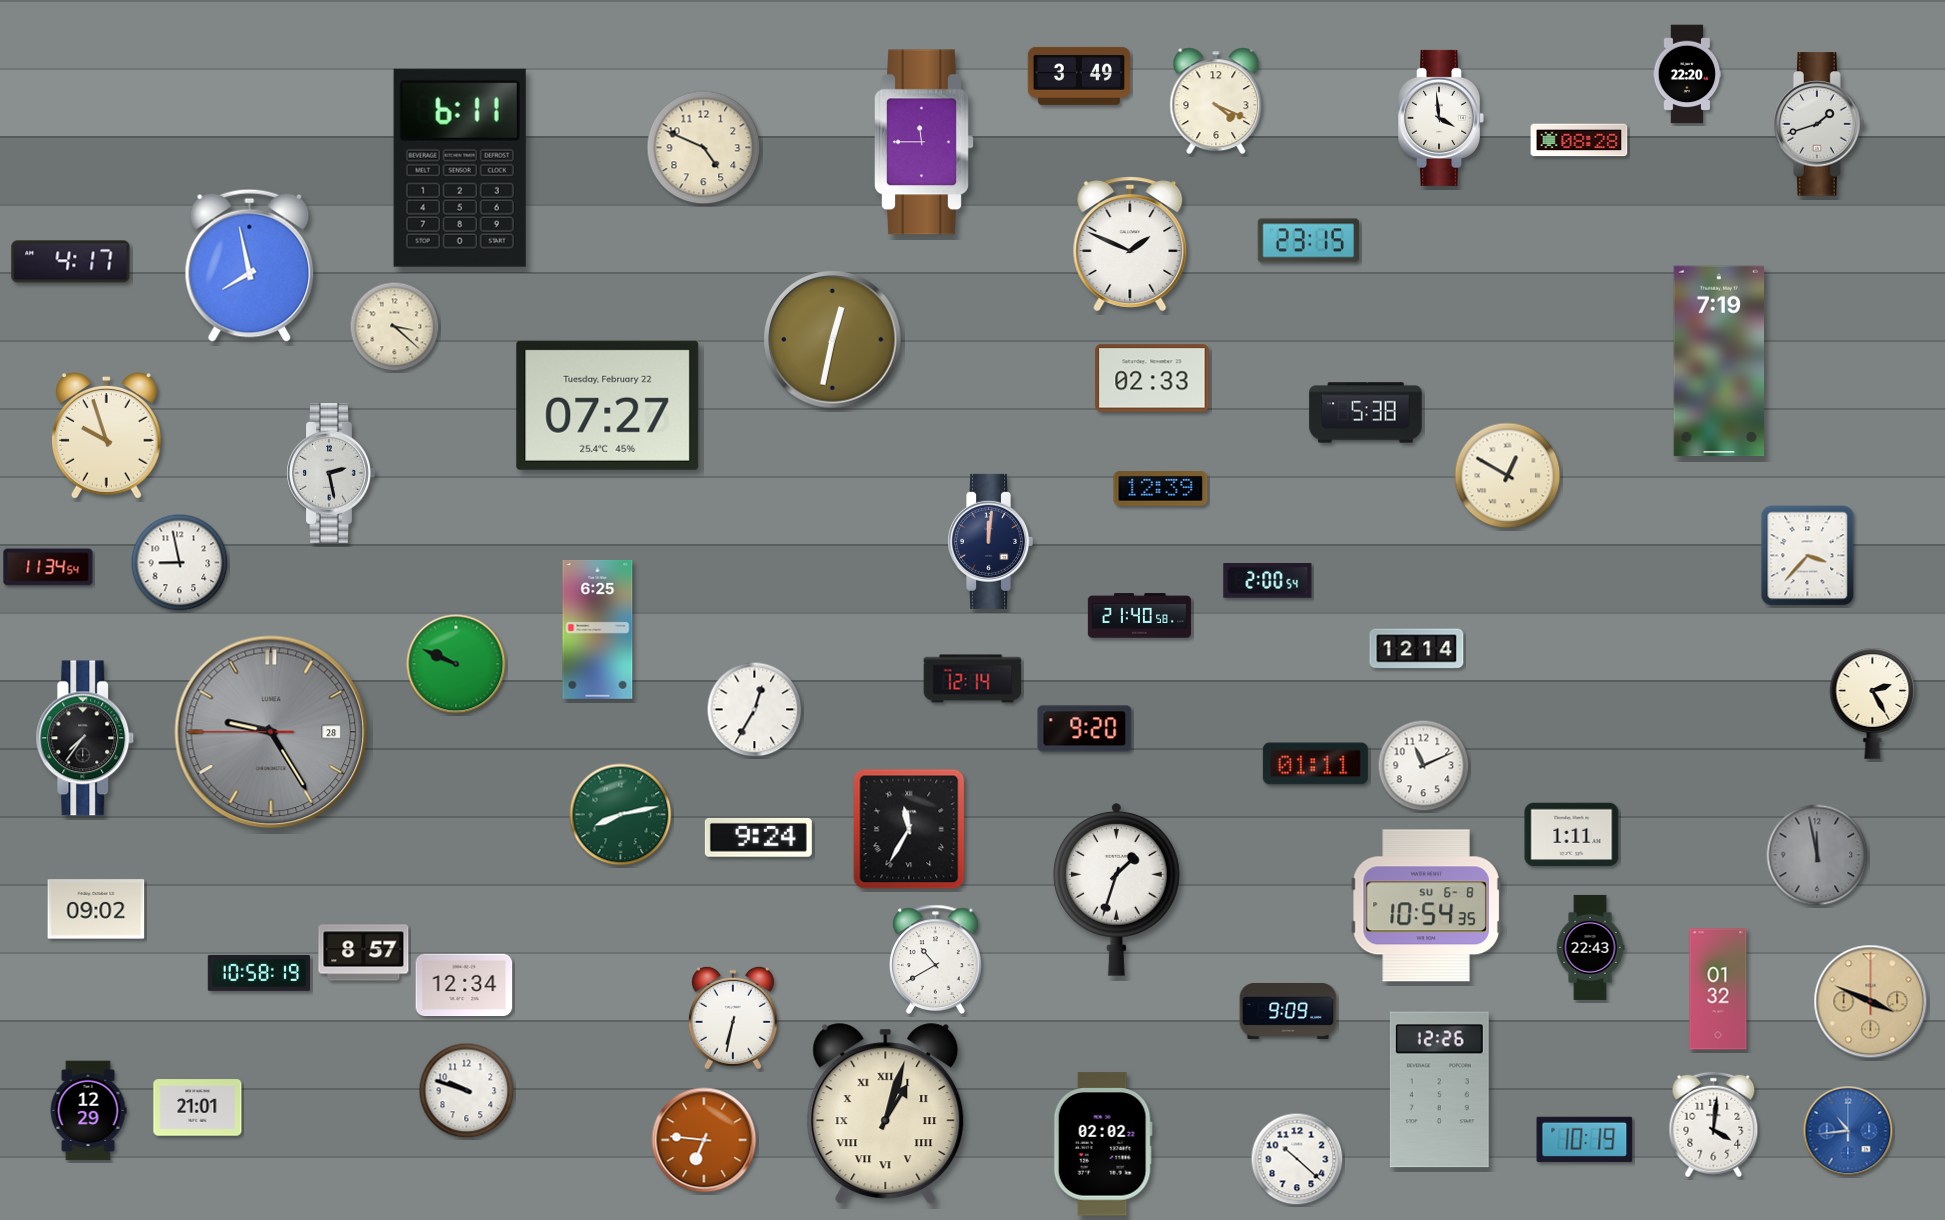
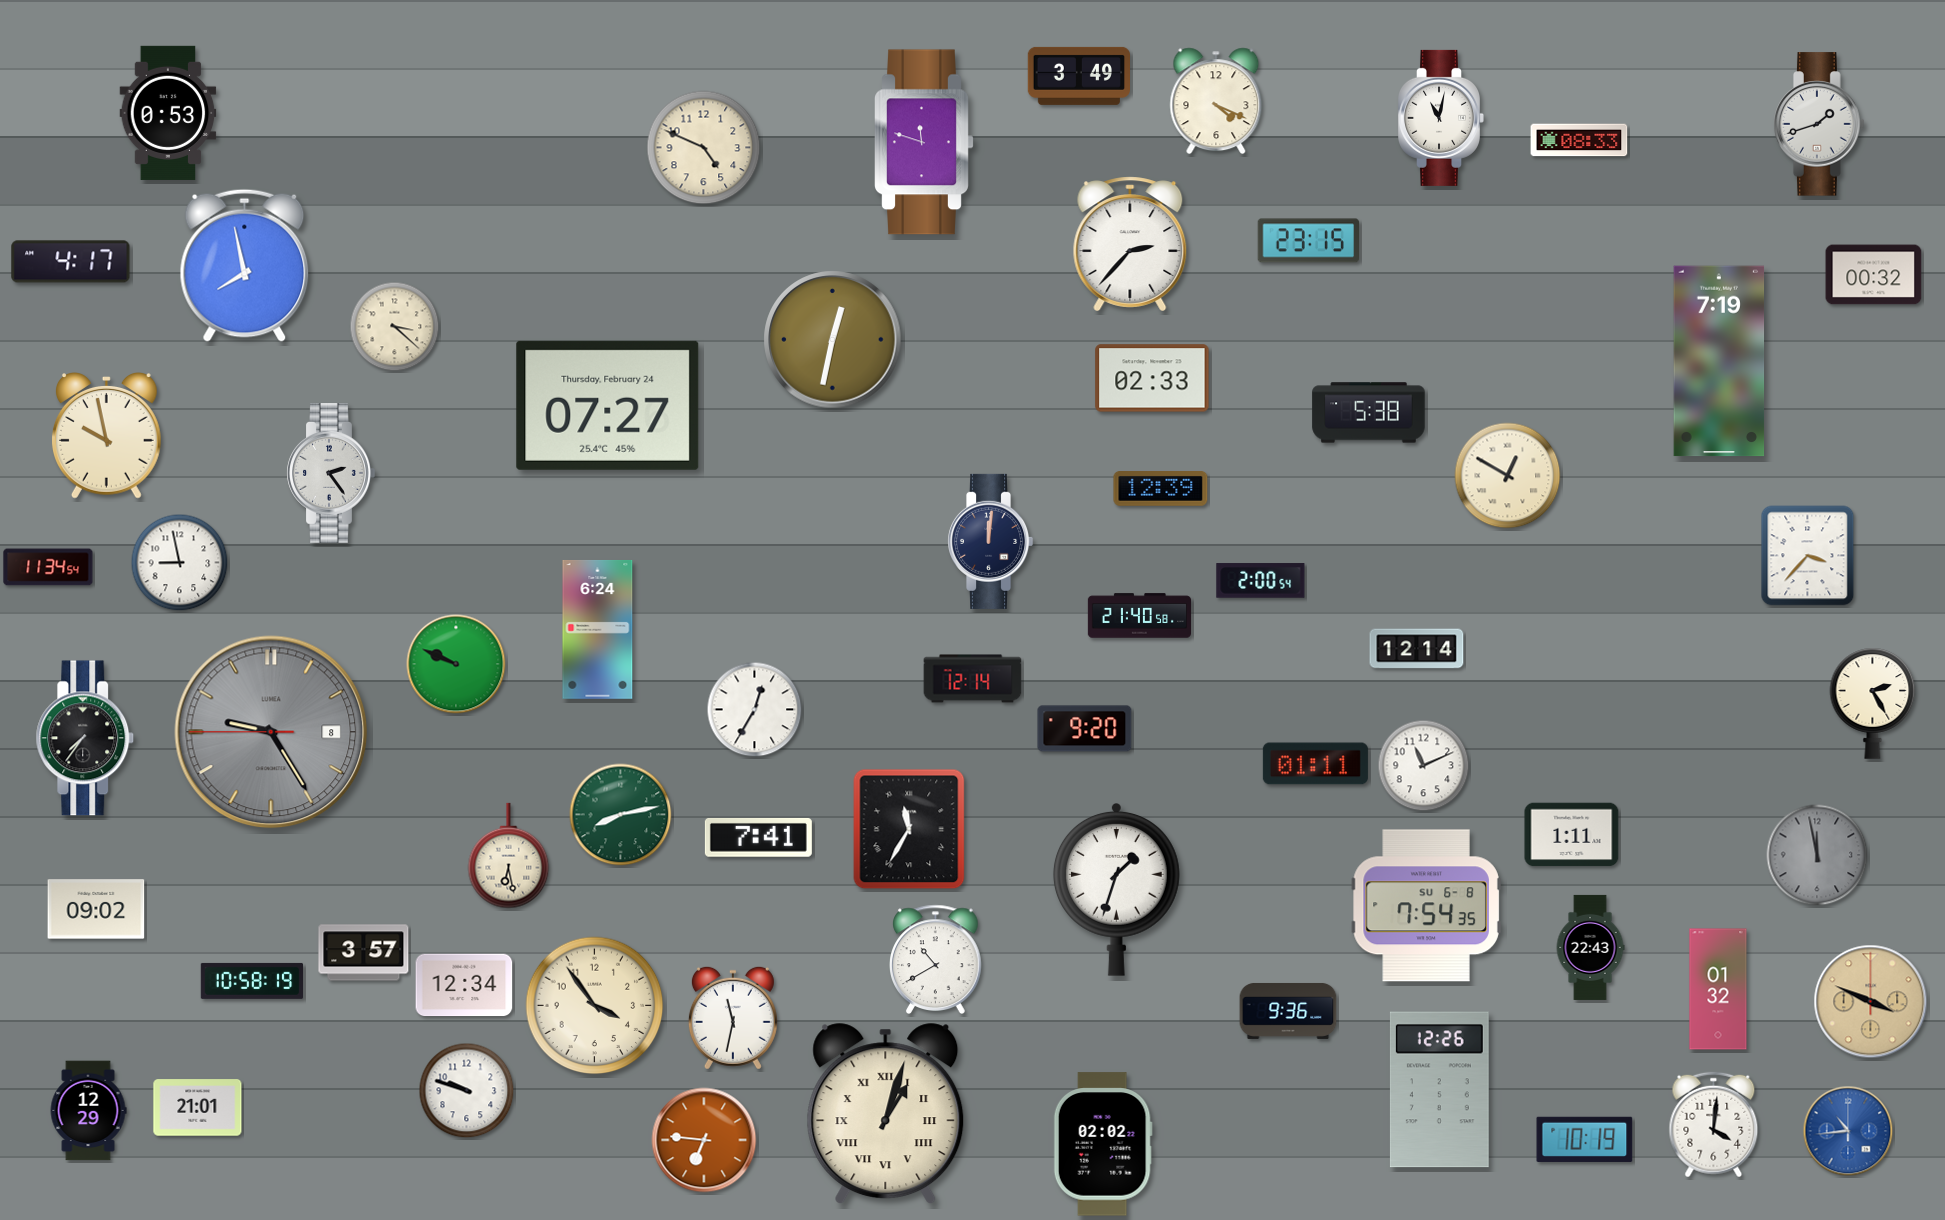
clock at (1687, 74): 22:20 -> none
clock at (168, 113): none -> 0:53
clock at (1441, 118): 3:59 -> 11:02
clock at (1579, 140): 08:28 -> 08:33
clock at (924, 142): 11:45 -> 11:48
clock at (460, 168): 6:11 -> none
clock at (1130, 244): 1:49 -> 2:37
clock at (250, 265) position: (250, 265) -> (245, 265)
clock at (1874, 275): none -> 00:32
clock at (608, 405) date: Tuesday, February 22 -> Thursday, February 24
clock at (1366, 413) position: (1366, 413) -> (1369, 413)
clock at (106, 436): 9:57 -> 9:58
clock at (331, 474): 2:28 -> 2:24
clock at (1268, 581) position: (1268, 581) -> (1261, 581)
clock at (598, 629): 6:25 -> 6:24
clock at (271, 732) date: 28 -> 8
clock at (758, 838): 9:24 -> 7:41
clock at (509, 856): none -> 6:28
clock at (1426, 906): 10:54 -> 7:54
clock at (364, 953): 8:57 -> 3:57
clock at (258, 973) position: (258, 973) -> (251, 981)
clock at (595, 1006): none -> 3:54
clock at (1288, 1011): 9:09 -> 9:36
clock at (733, 1018): 6:32 -> 11:32
clock at (1297, 1159): 10:22 -> none
